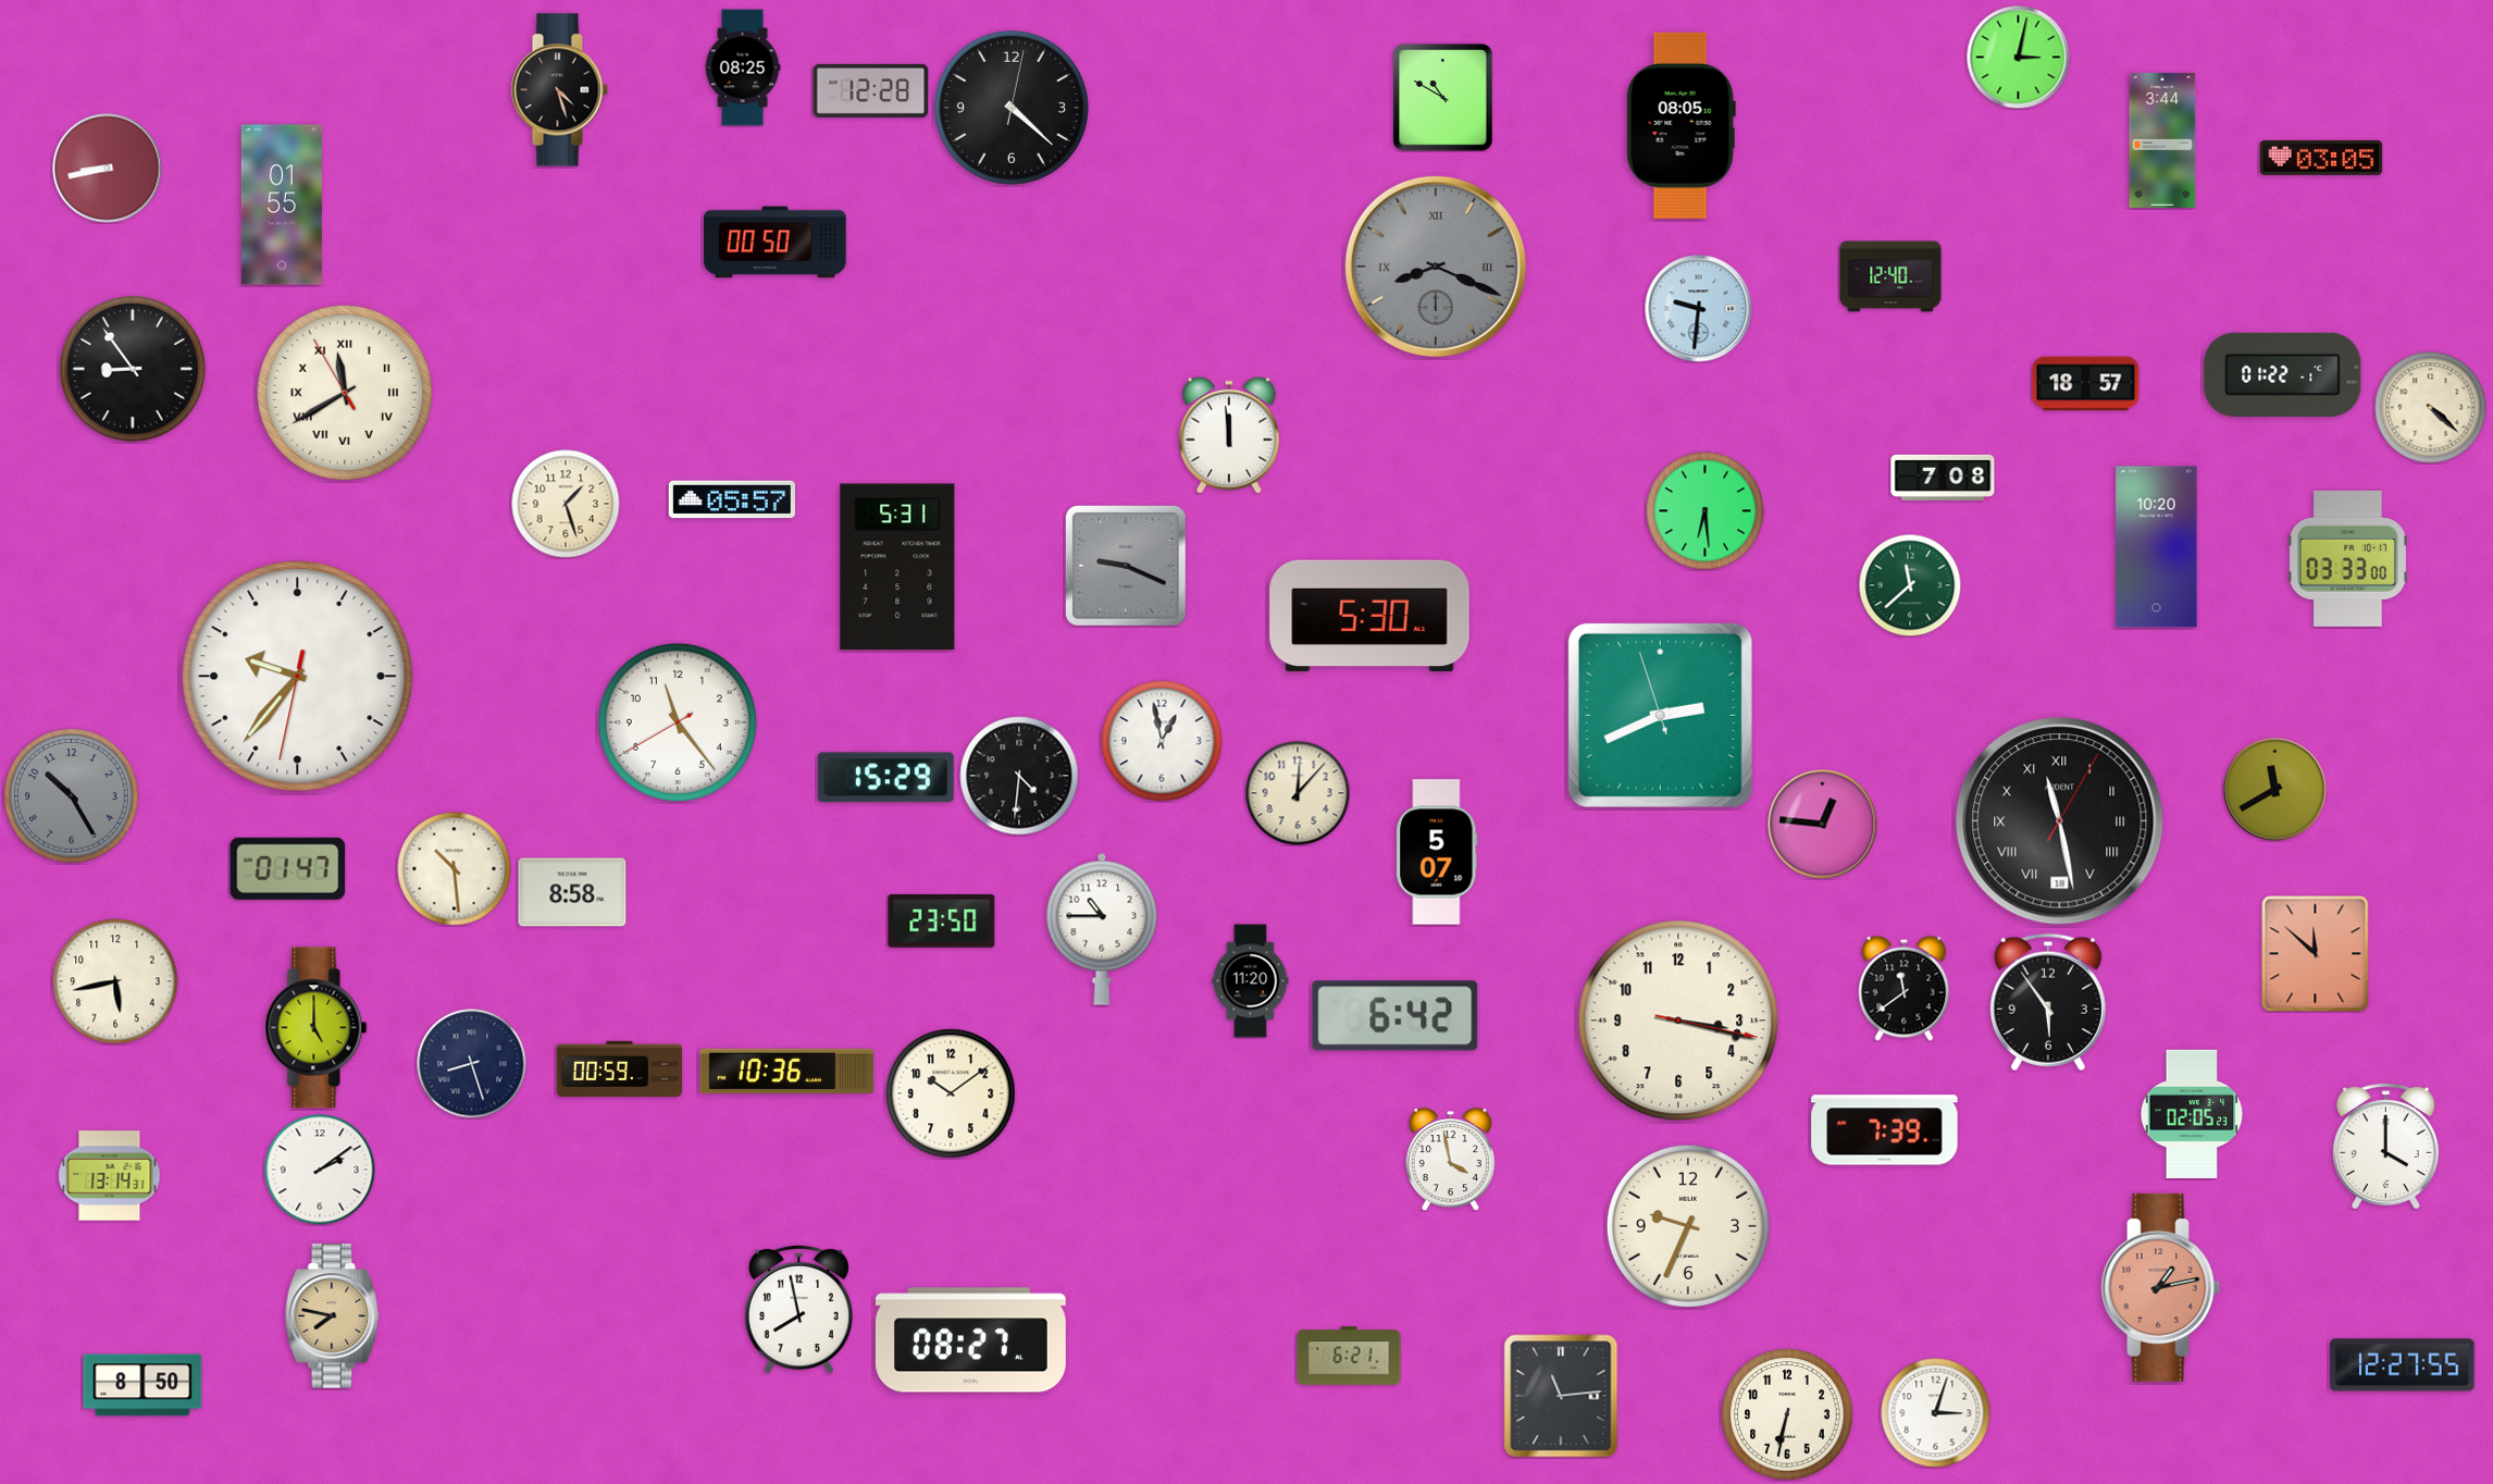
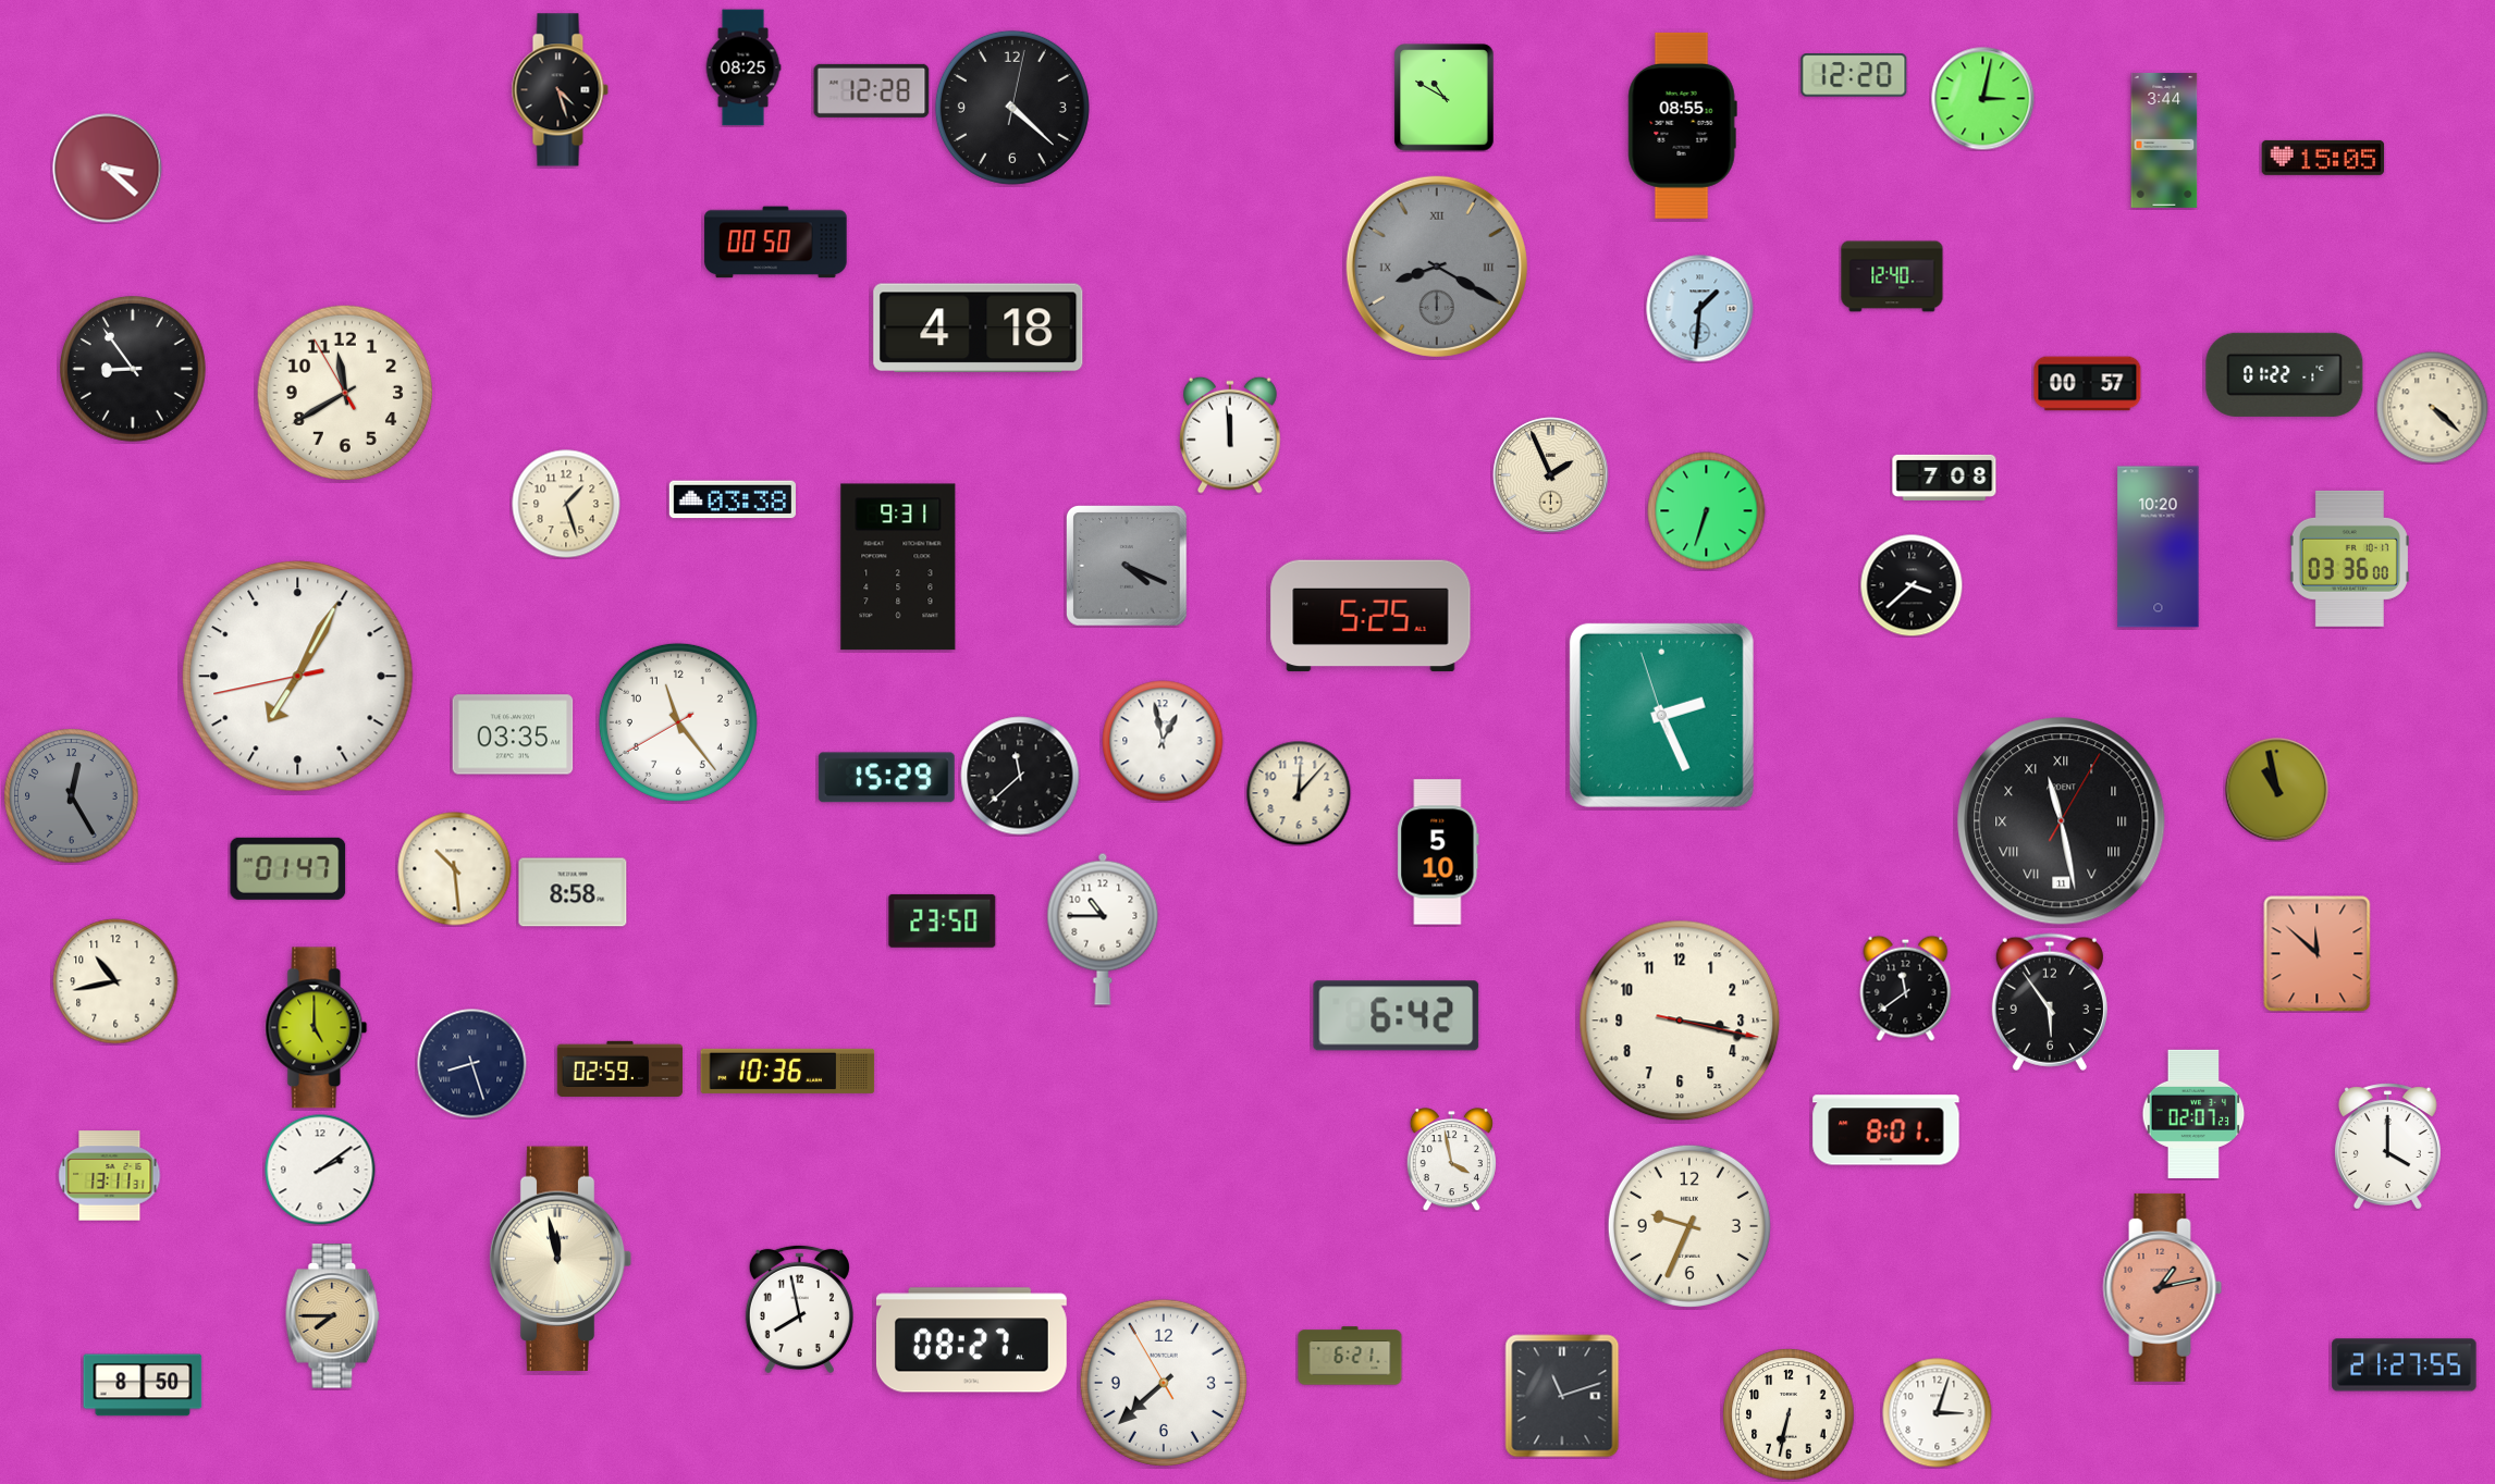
clock at (2018, 57) position: (2018, 57) -> (1982, 98)
clock at (1854, 75): none -> 12:20
clock at (1680, 125): 08:05 -> 08:55
clock at (2321, 158): 03:05 -> 15:05
clock at (108, 169): 8:43 -> 3:22
clock at (282, 205): 01:55 -> none
clock at (1436, 267): 8:19 -> 8:20
clock at (1699, 309): 9:31 -> 1:31
clock at (979, 329): none -> 4:18
clock at (2086, 384): 18:57 -> 00:57
clock at (344, 392) numerals: Roman -> Arabic
clock at (1551, 475): none -> 1:56
clock at (732, 499): 05:57 -> 03:38
clock at (1706, 511): 6:29 -> 6:33
clock at (2347, 558): 03:33 -> 03:36
clock at (897, 567): 5:31 -> 9:31
clock at (1127, 567): 9:19 -> 4:19
clock at (1910, 585): 11:38 -> 3:38
clock at (1910, 585) dial: green -> black
clock at (1369, 616): 5:30 -> 5:25
clock at (298, 677): 9:36 -> 7:04
clock at (1660, 715): 2:40 -> 2:25
clock at (513, 734): none -> 03:35
clock at (1019, 776): 4:31 -> 11:38
clock at (2274, 789): 11:40 -> 10:58
clock at (72, 796): 10:25 -> 12:25
clock at (2060, 821) date: 18 -> 11
clock at (1823, 825): 12:46 -> none
clock at (1437, 852): 5:07 -> 5:10
clock at (115, 981): 5:43 -> 10:43
clock at (1251, 981): 11:20 -> none
clock at (620, 1068): 00:59 -> 02:59
clock at (951, 1093): 10:09 -> none
clock at (2192, 1114): 02:05 -> 02:07
clock at (1885, 1130): 7:39 -> 8:01
clock at (110, 1176): 13:14 -> 13:11
clock at (561, 1259): none -> 11:58
clock at (333, 1316): 7:47 -> 7:45
clock at (2403, 1365): 12:27 -> 21:27
clock at (1164, 1383): none -> 7:37
clock at (1561, 1396): 11:14 -> 11:12
